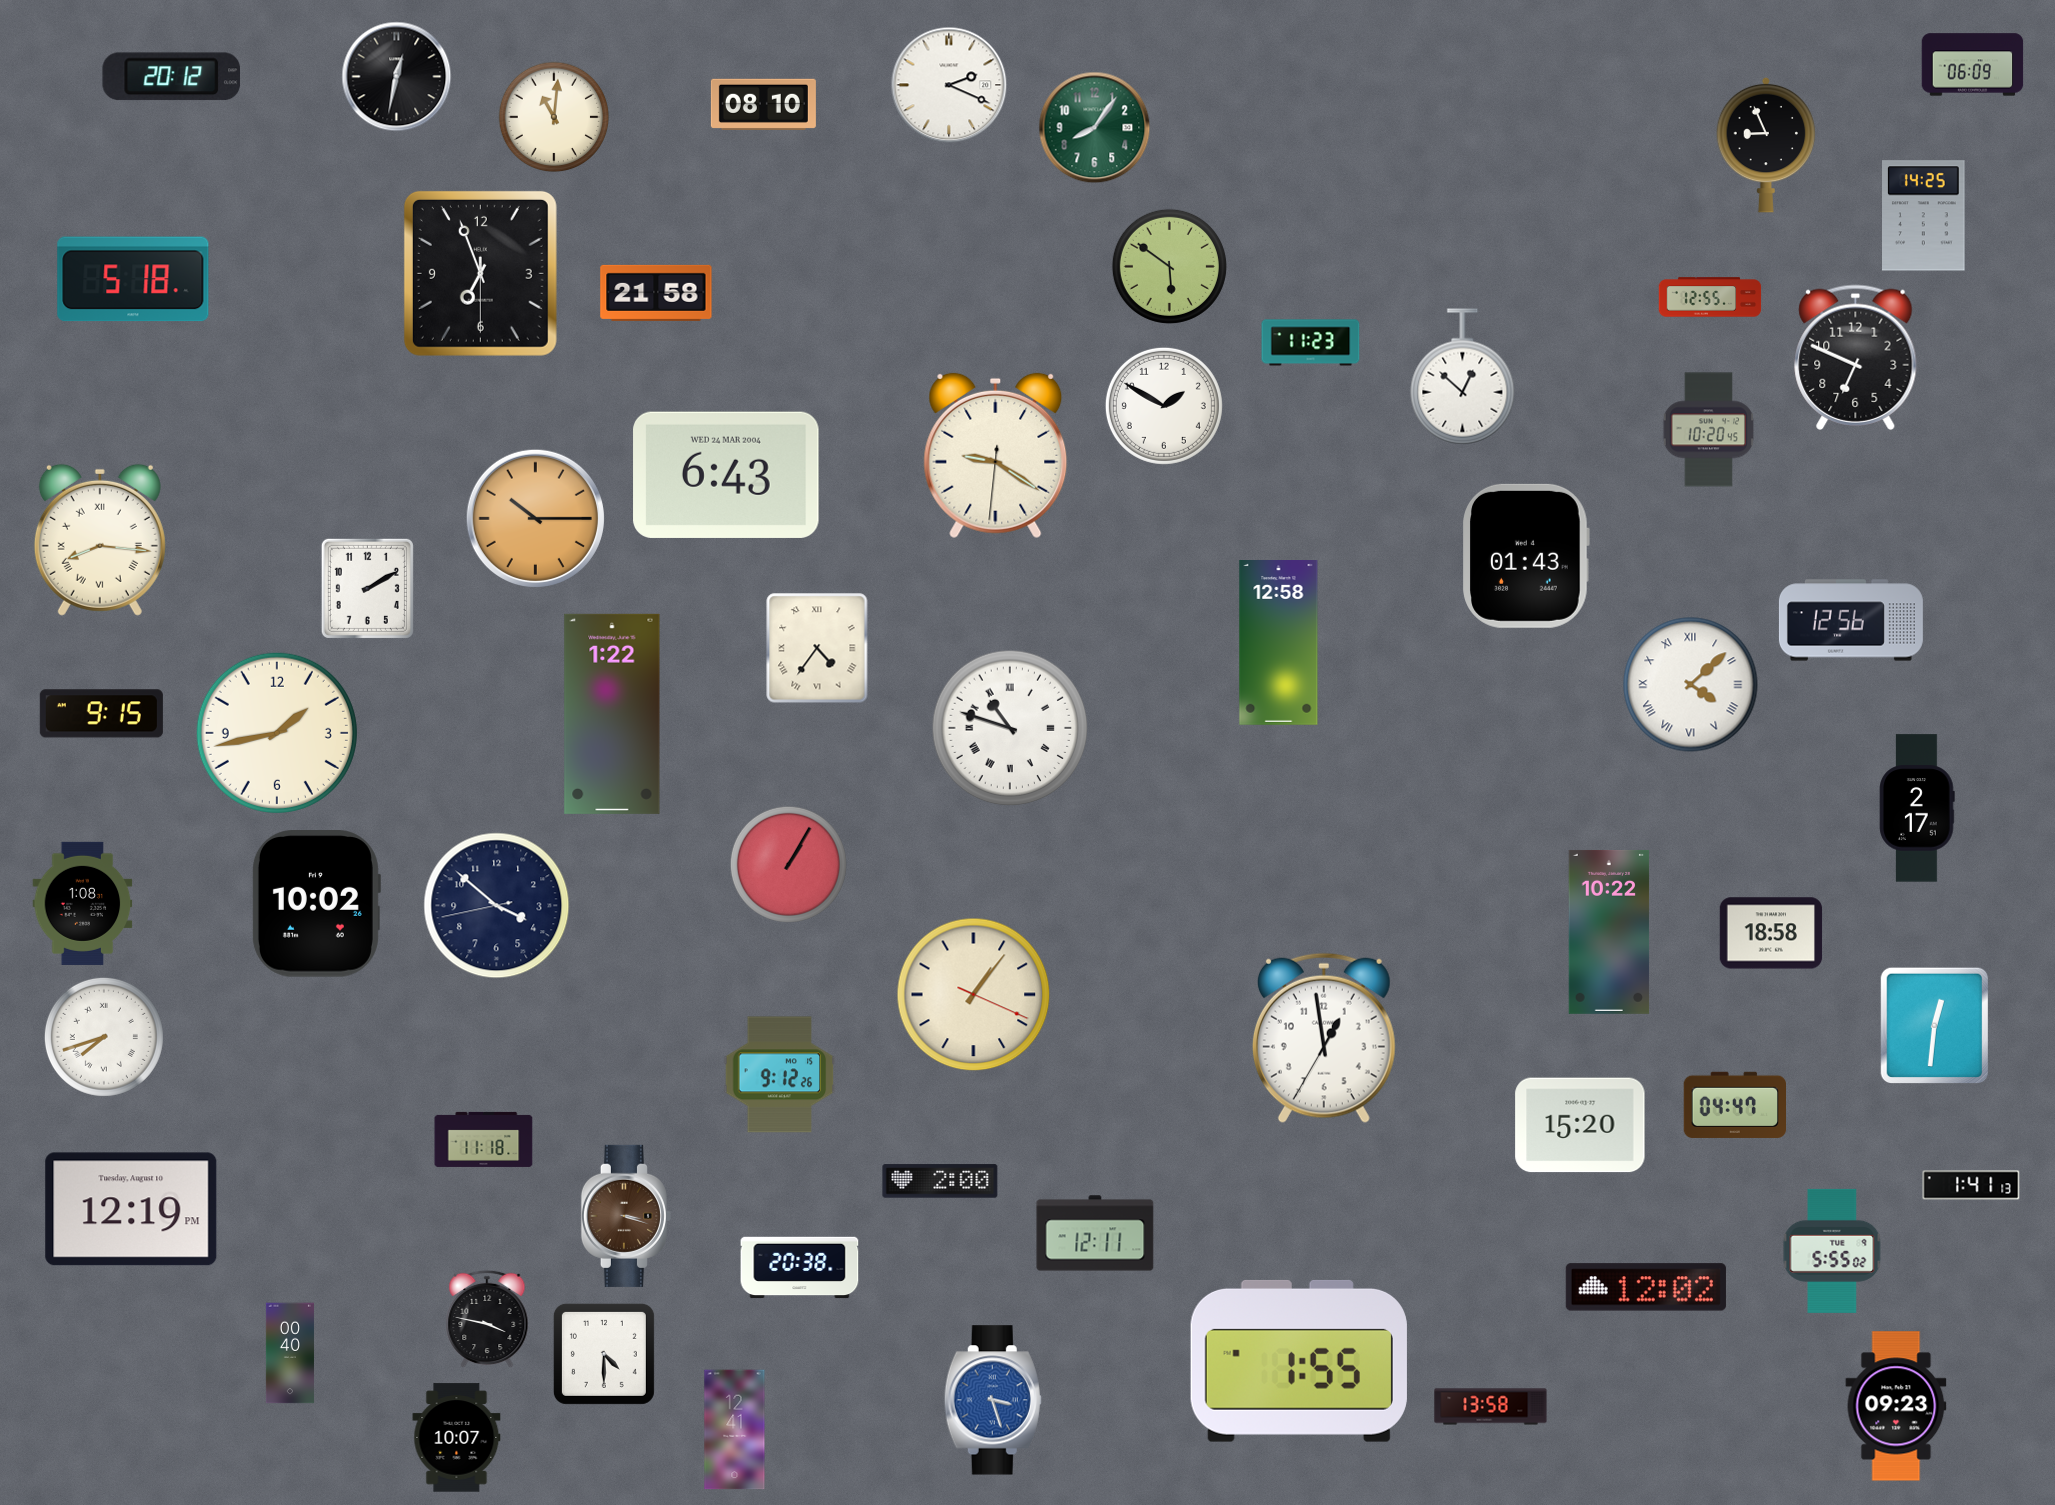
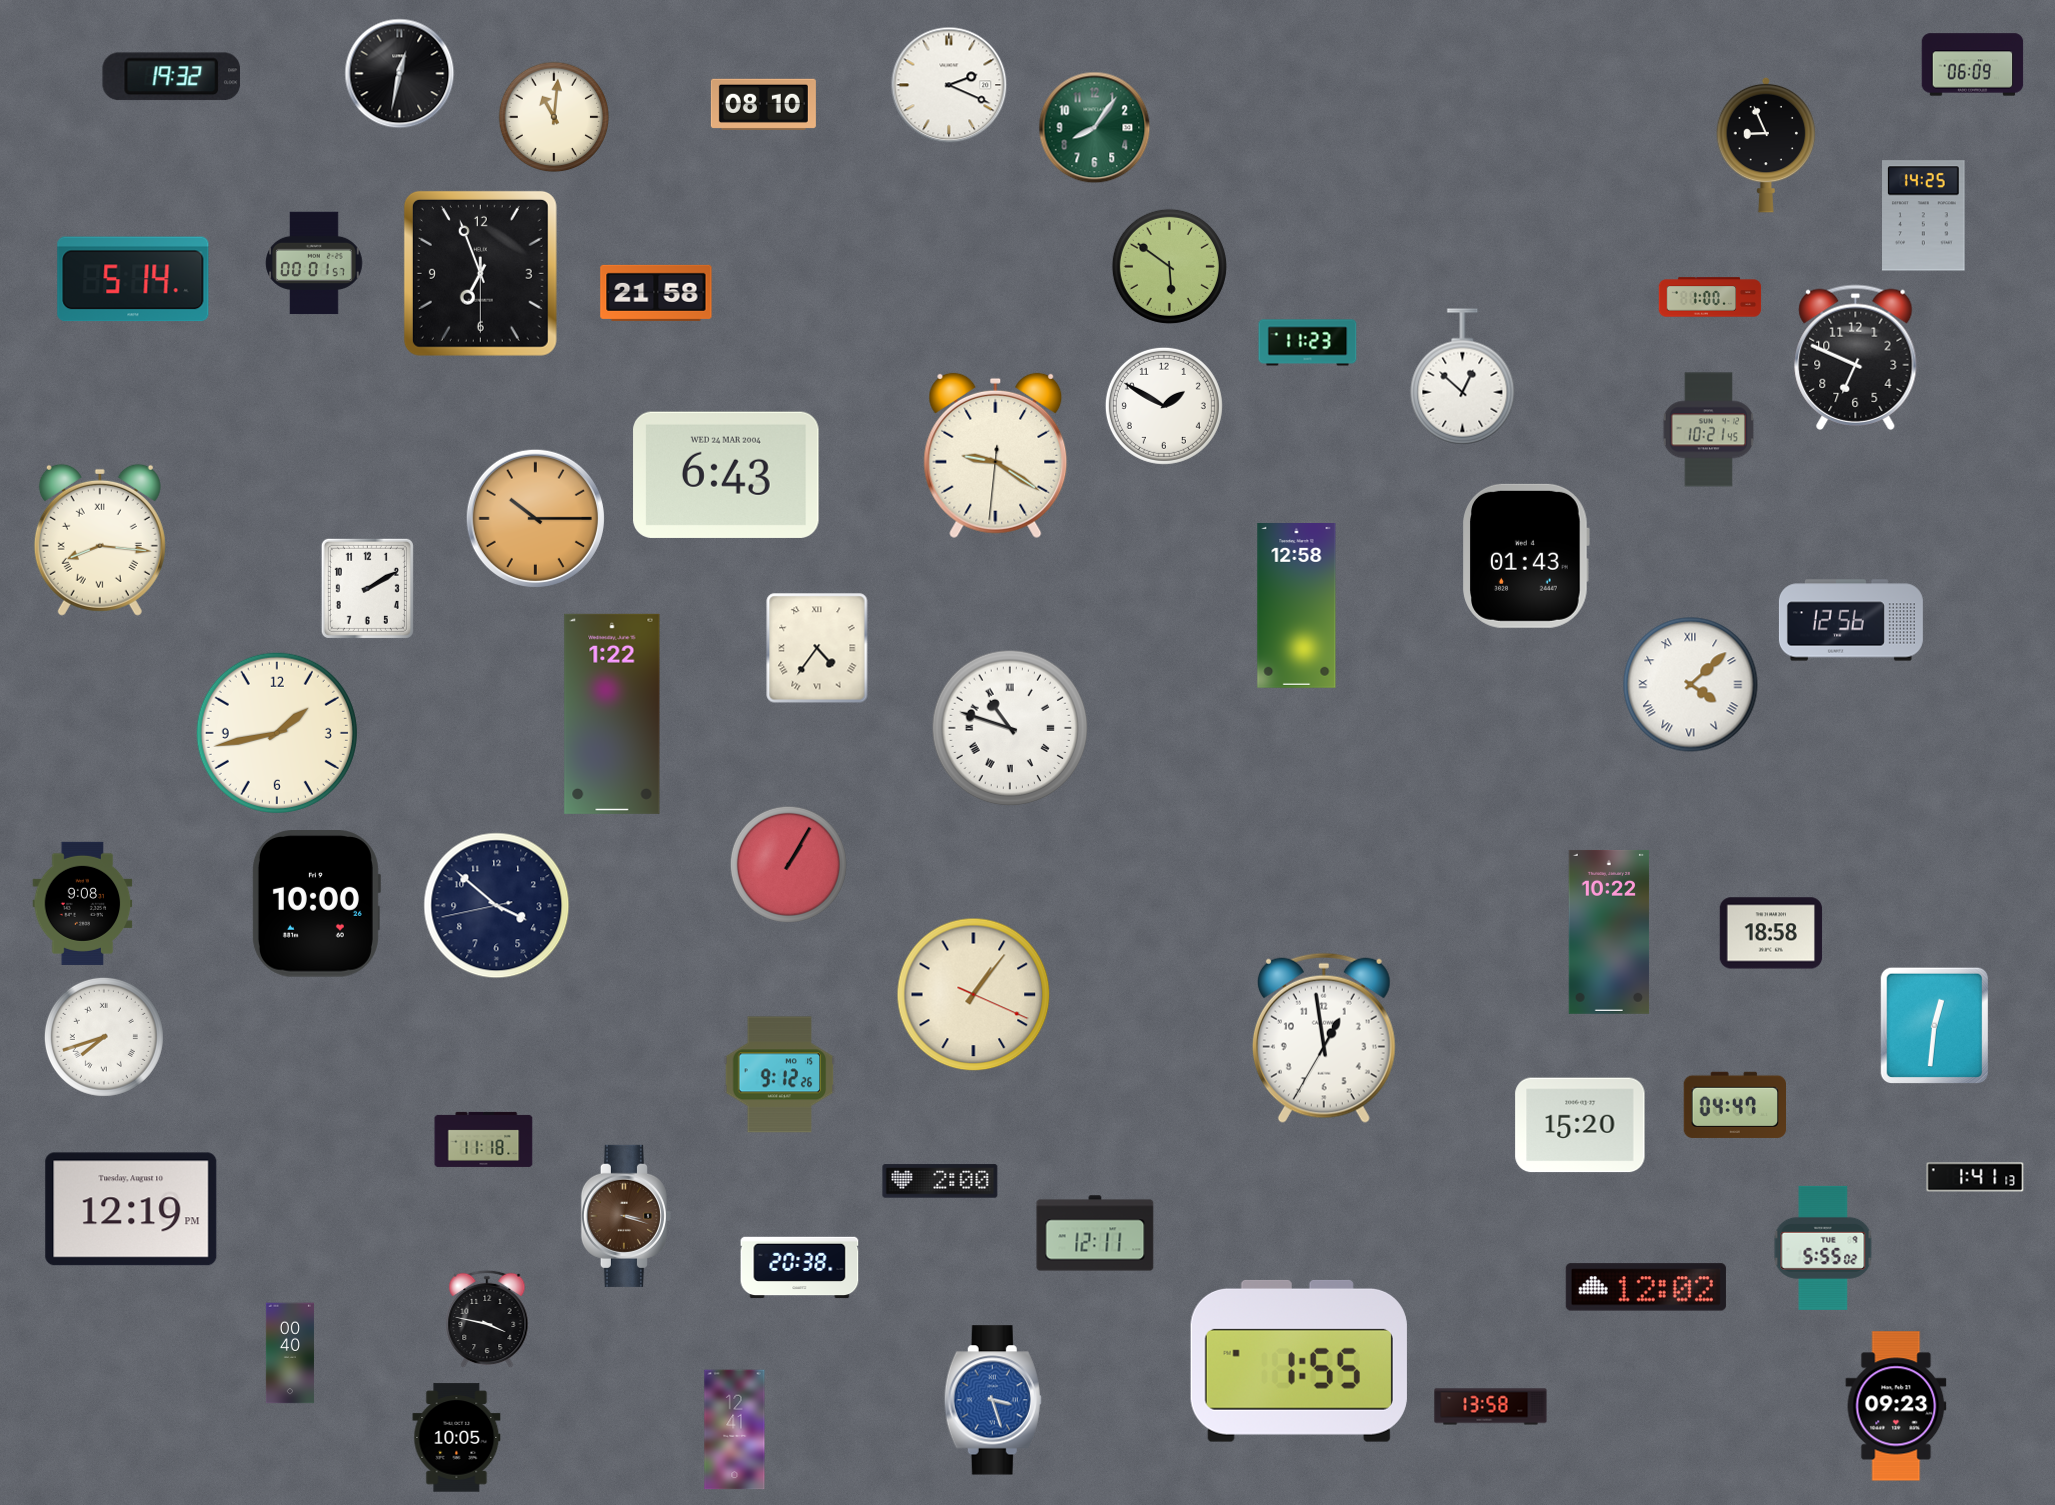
clock at (172, 77): 20:12 -> 19:32
clock at (397, 77) position: (397, 77) -> (400, 74)
clock at (314, 263): none -> 00:01
clock at (133, 279): 5:18 -> 5:14
clock at (1710, 297): 12:55 -> 1:00
clock at (1311, 343) position: (1311, 343) -> (1308, 343)
clock at (1708, 430): 10:20 -> 10:21
clock at (1279, 643) position: (1279, 643) -> (1297, 606)
clock at (101, 714): 9:15 -> none
clock at (1917, 808): 2:17 -> none
clock at (83, 903): 1:08 -> 9:08
clock at (316, 904): 10:02 -> 10:00
clock at (1971, 1185) position: (1971, 1185) -> (1975, 1177)
clock at (1832, 1251) position: (1832, 1251) -> (1823, 1248)
clock at (604, 1354): 4:30 -> none
clock at (457, 1438): 10:07 -> 10:05
